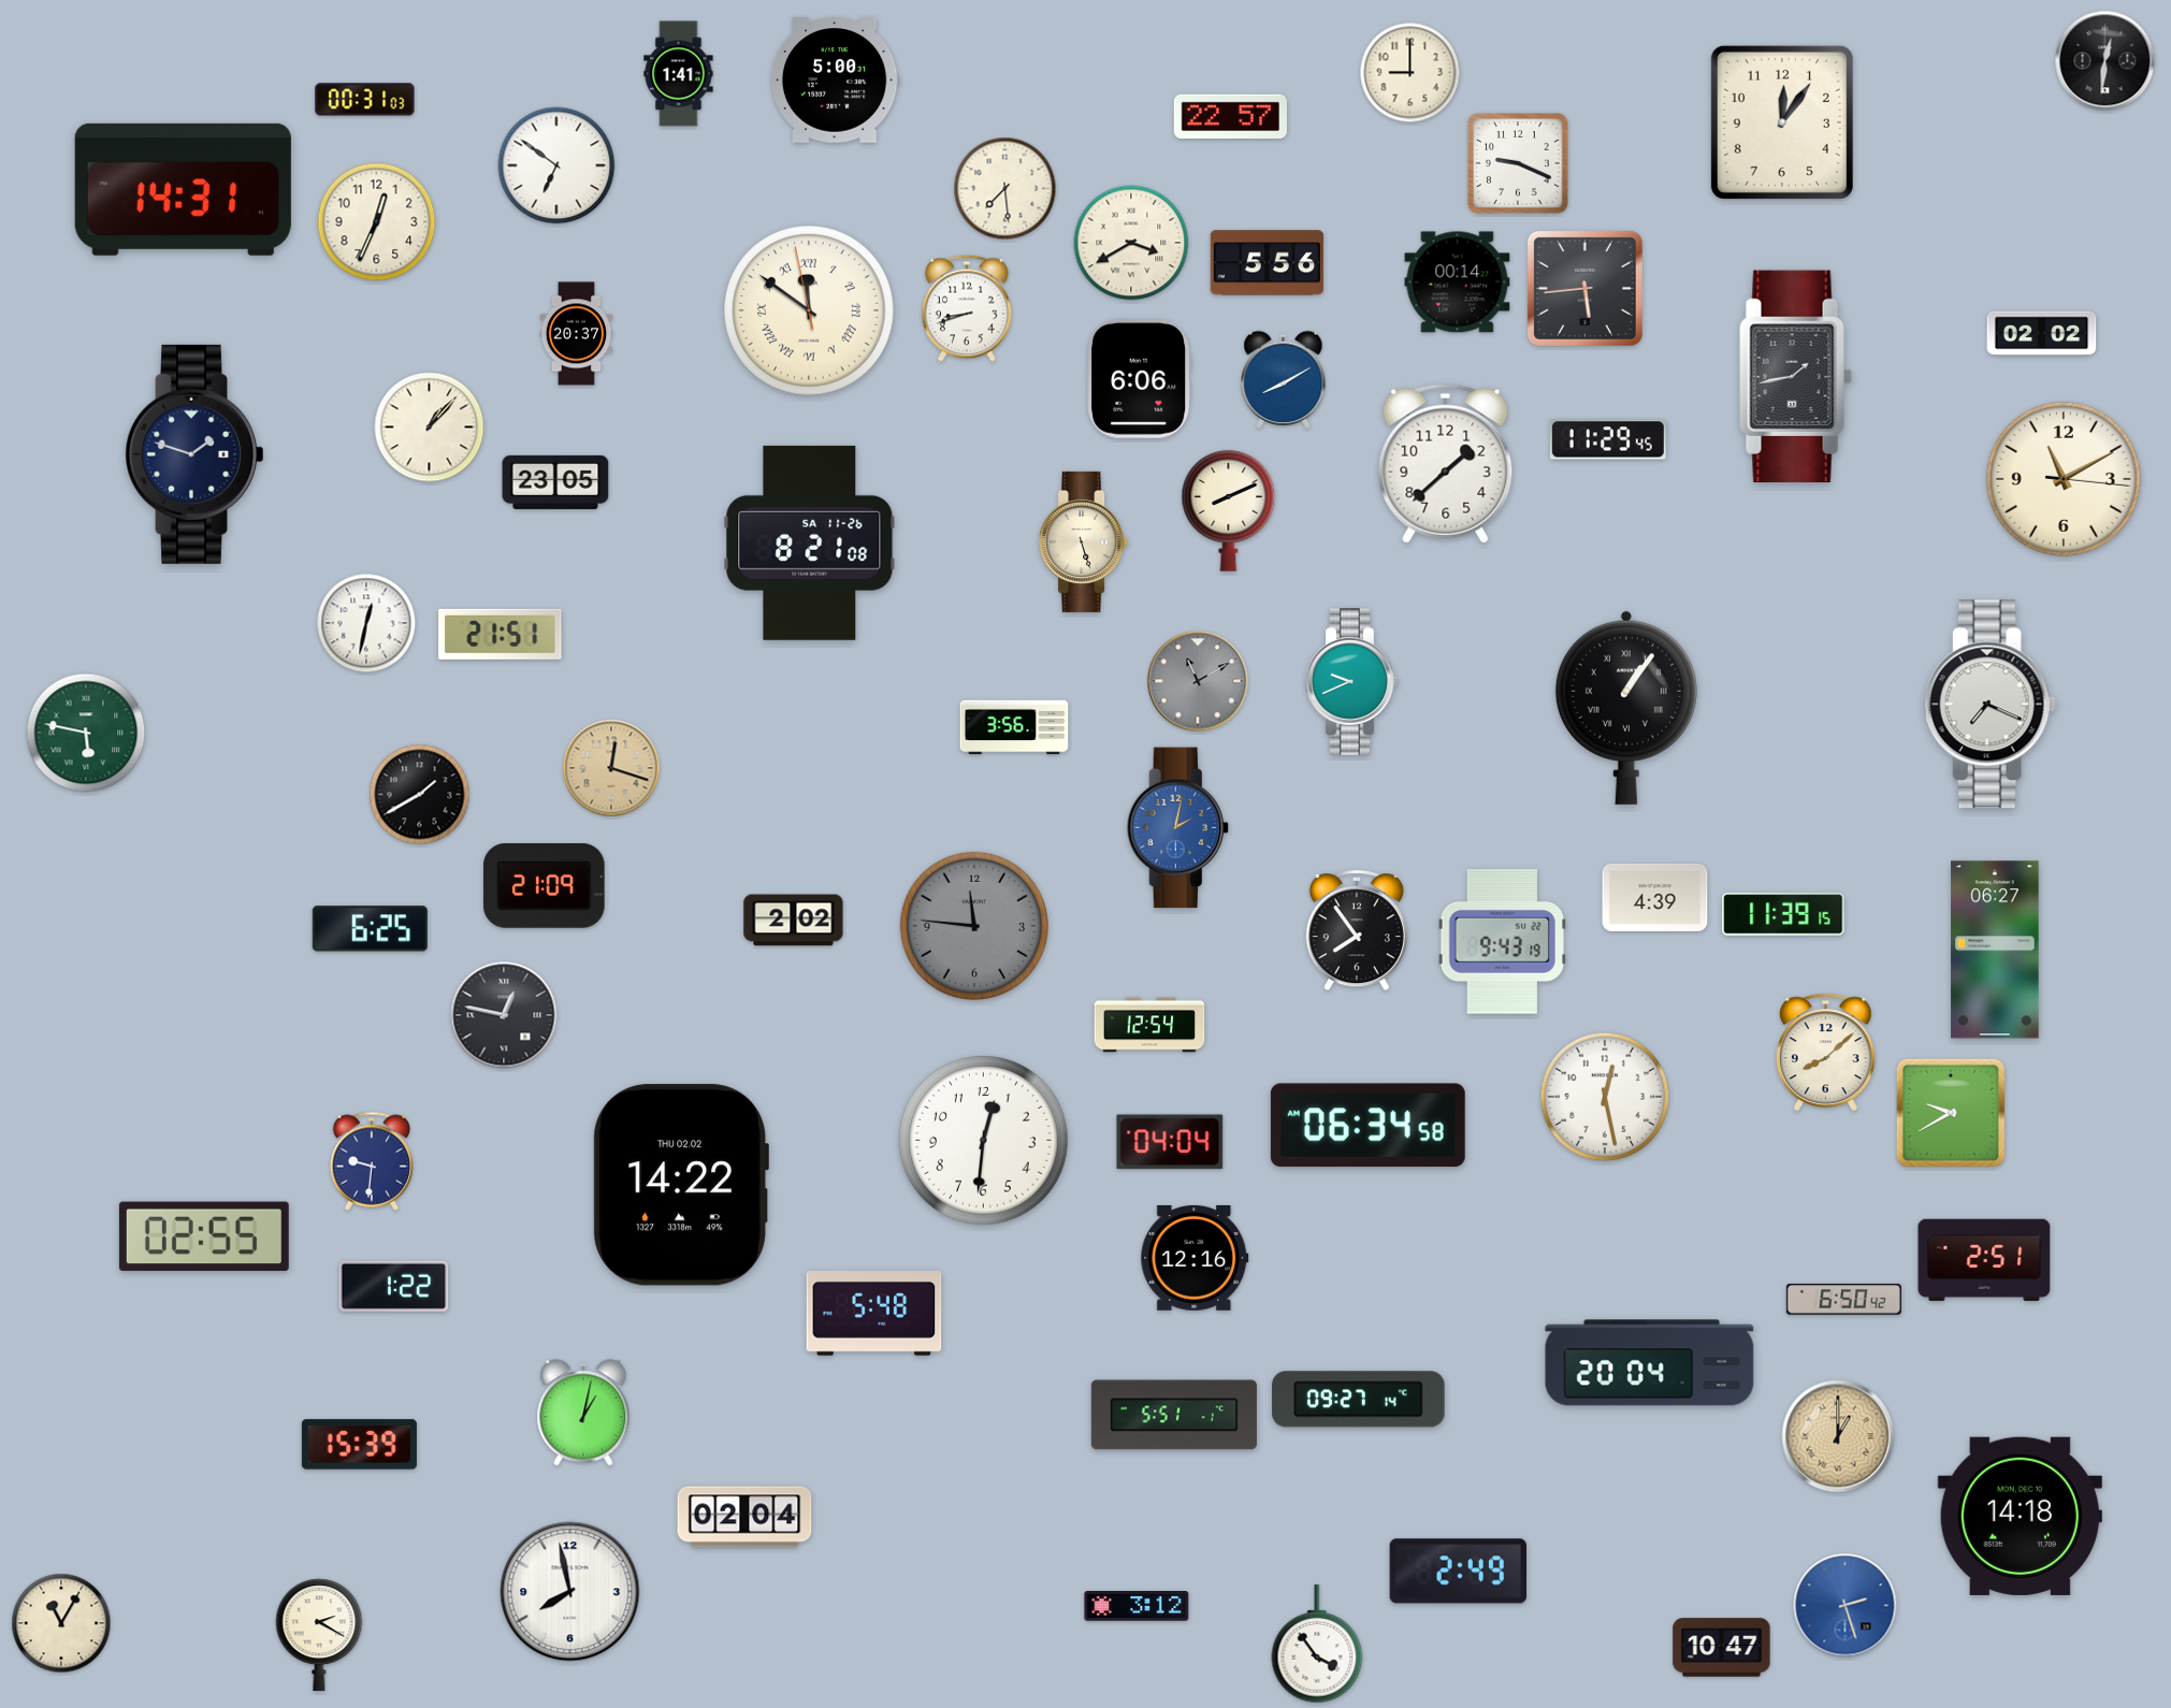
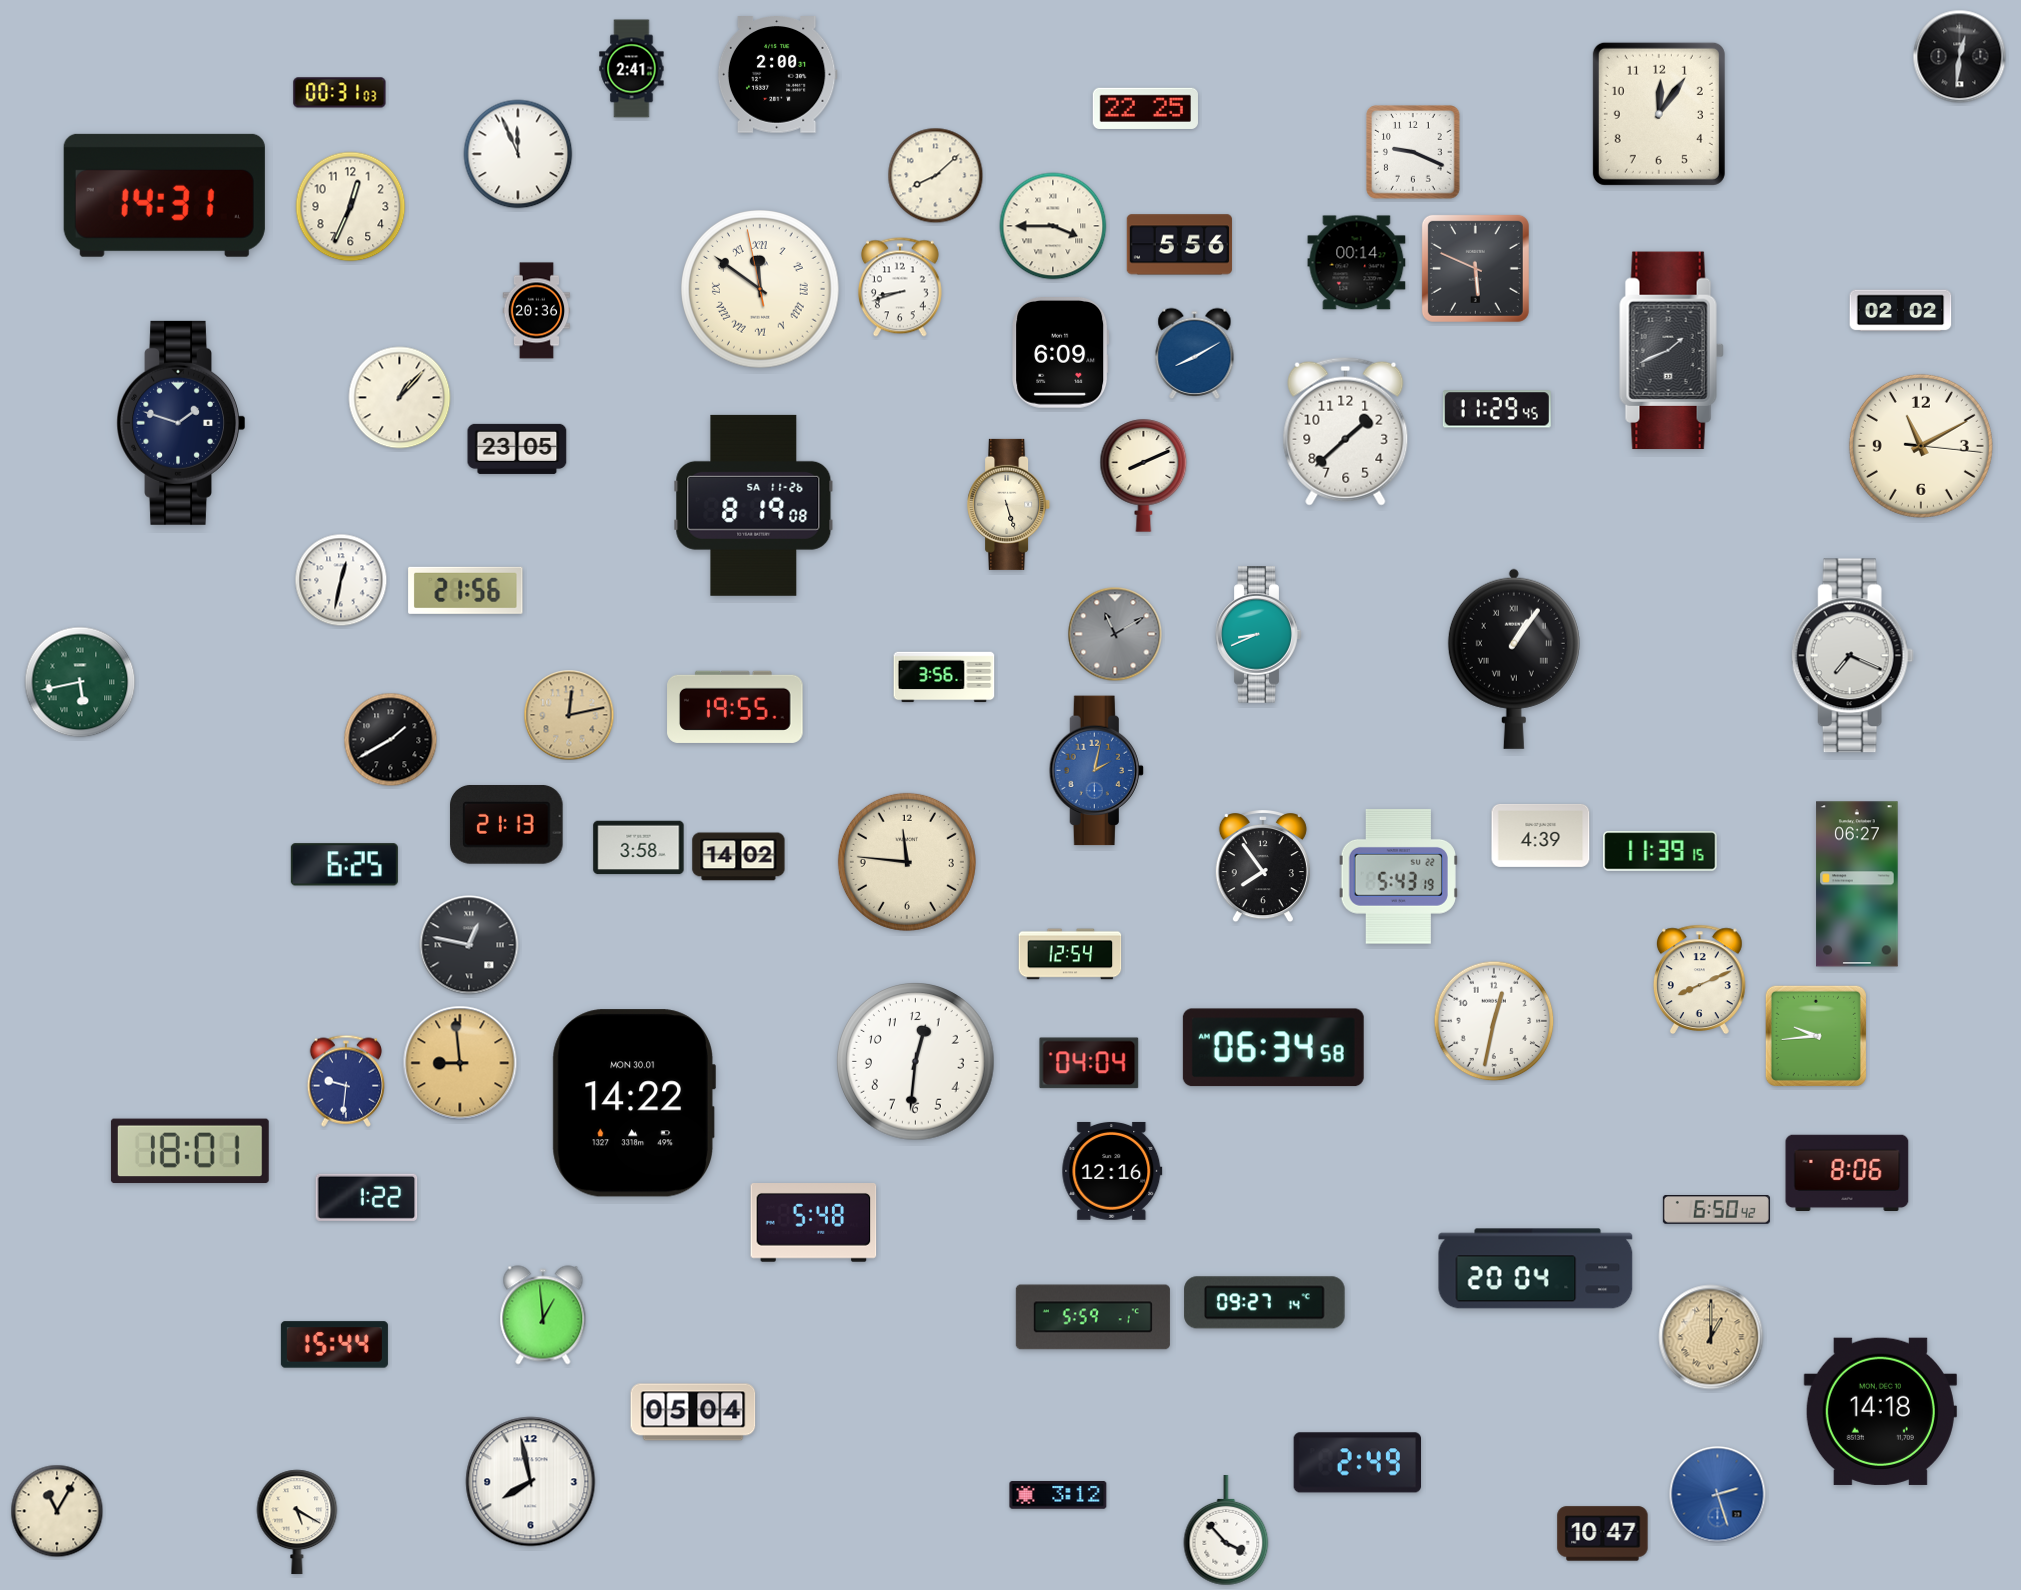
clock at (1410, 73): 9:00 -> none
clock at (679, 74): 1:41 -> 2:41
clock at (835, 81): 5:00 -> 2:00
clock at (1230, 116): 22:57 -> 22:25
clock at (556, 165): 6:51 -> 11:56
clock at (183, 189) position: (183, 189) -> (164, 195)
clock at (1005, 189): 7:29 -> 8:08
clock at (1131, 243): 3:40 -> 3:45
clock at (1584, 288): 5:44 -> 5:49
clock at (809, 310) position: (809, 310) -> (760, 289)
clock at (577, 334): 20:37 -> 20:36
clock at (1796, 377): 1:43 -> 1:41
clock at (1140, 379): 6:06 -> 6:09
clock at (810, 542): 8:21 -> 8:19
clock at (501, 634): 21:51 -> 21:56
clock at (1352, 682): 9:41 -> 8:41
clock at (86, 733): 5:47 -> 5:43
clock at (735, 707): none -> 19:55
clock at (611, 768): 12:18 -> 12:13
clock at (545, 886): 21:09 -> 21:13
clock at (639, 848): none -> 3:58
clock at (794, 921): 2:02 -> 14:02
clock at (974, 926) dial: grey -> cream
clock at (1502, 941): 9:43 -> 5:43
clock at (1825, 1053): 8:08 -> 8:11
clock at (1605, 1097): 12:28 -> 12:32
clock at (1951, 1113): 9:40 -> 9:44
clock at (460, 1063): none -> 8:59
clock at (681, 1185) date: THU 02.02 -> MON 30.01
clock at (204, 1236): 02:55 -> 18:01
clock at (1984, 1259): 2:51 -> 8:06
clock at (583, 1413): 1:02 -> 12:59
clock at (1174, 1415): 5:51 -> 5:59
clock at (359, 1445): 15:39 -> 15:44
clock at (744, 1517): 02:04 -> 05:04
clock at (319, 1635): 2:20 -> 5:20
clock at (1317, 1645): 3:54 -> 3:53
